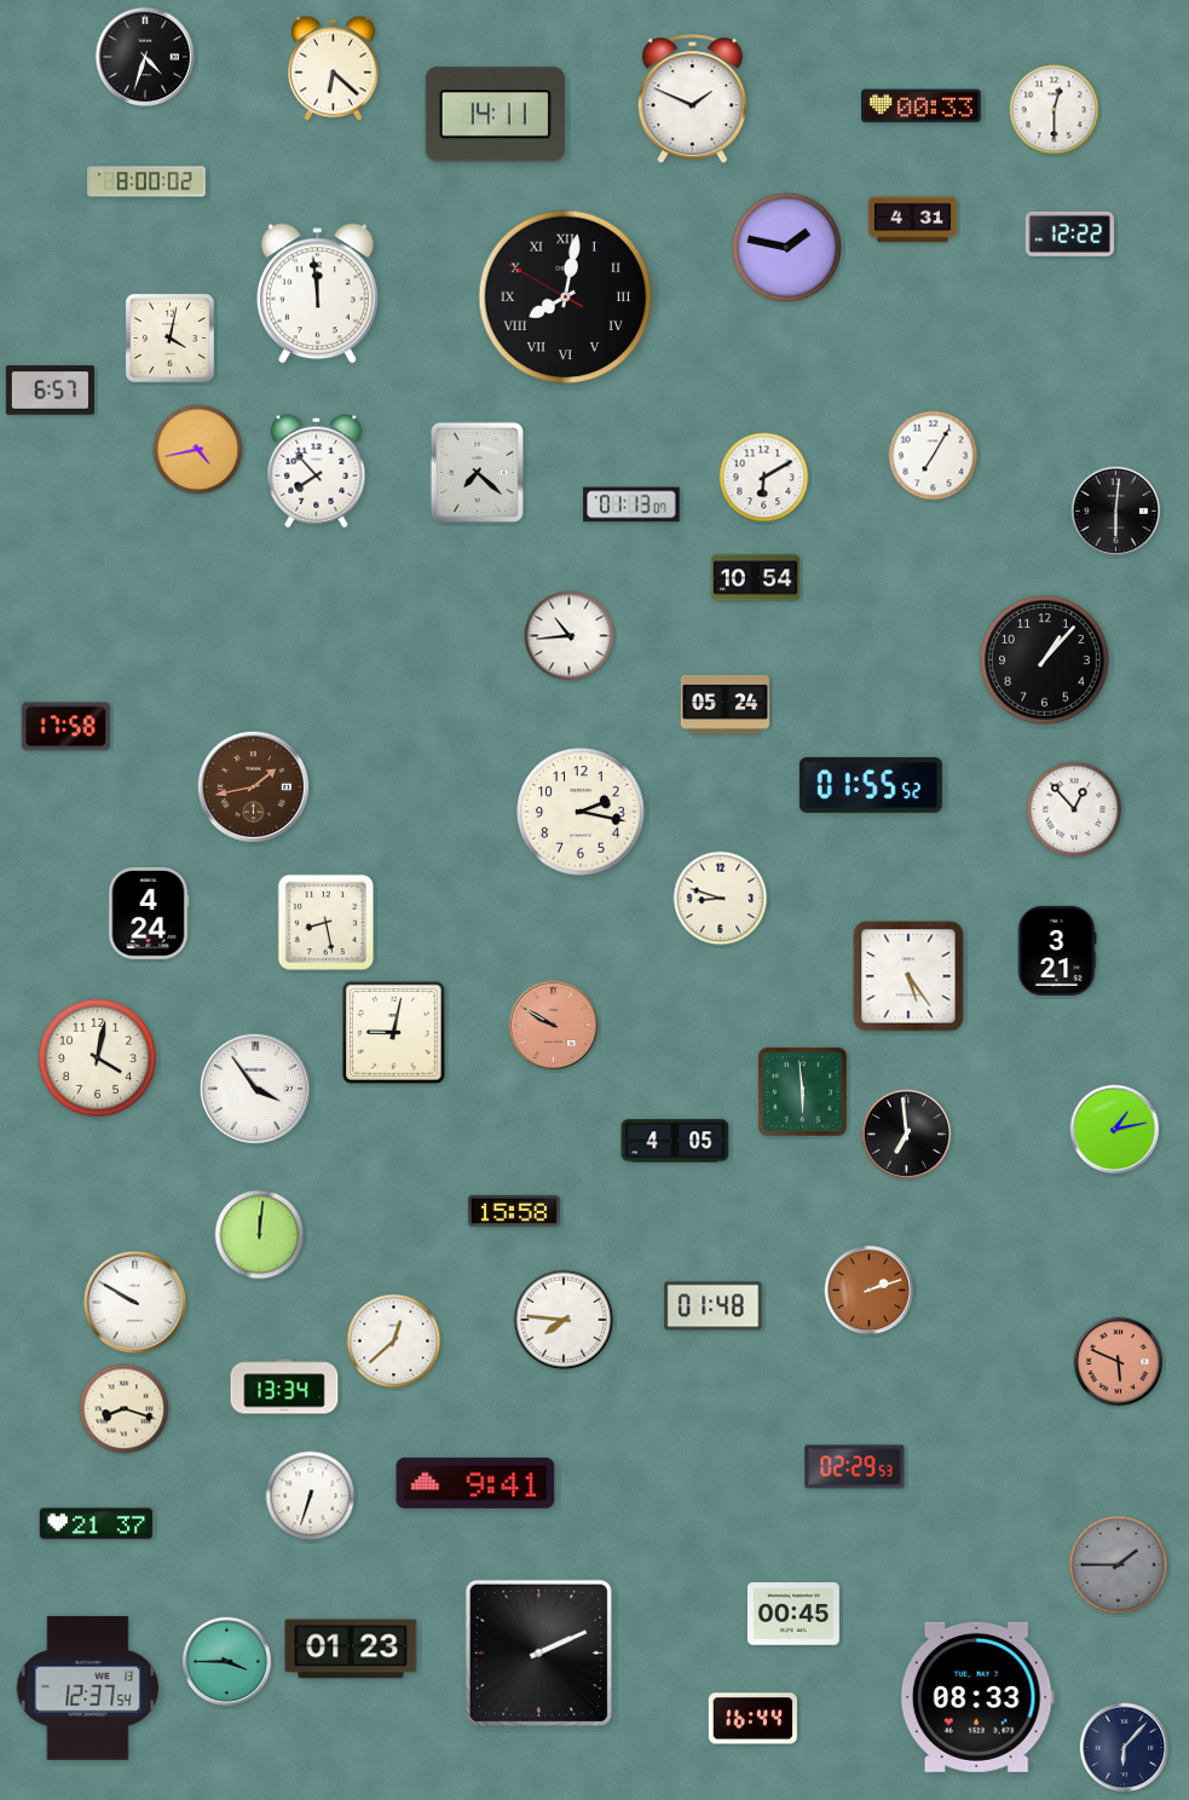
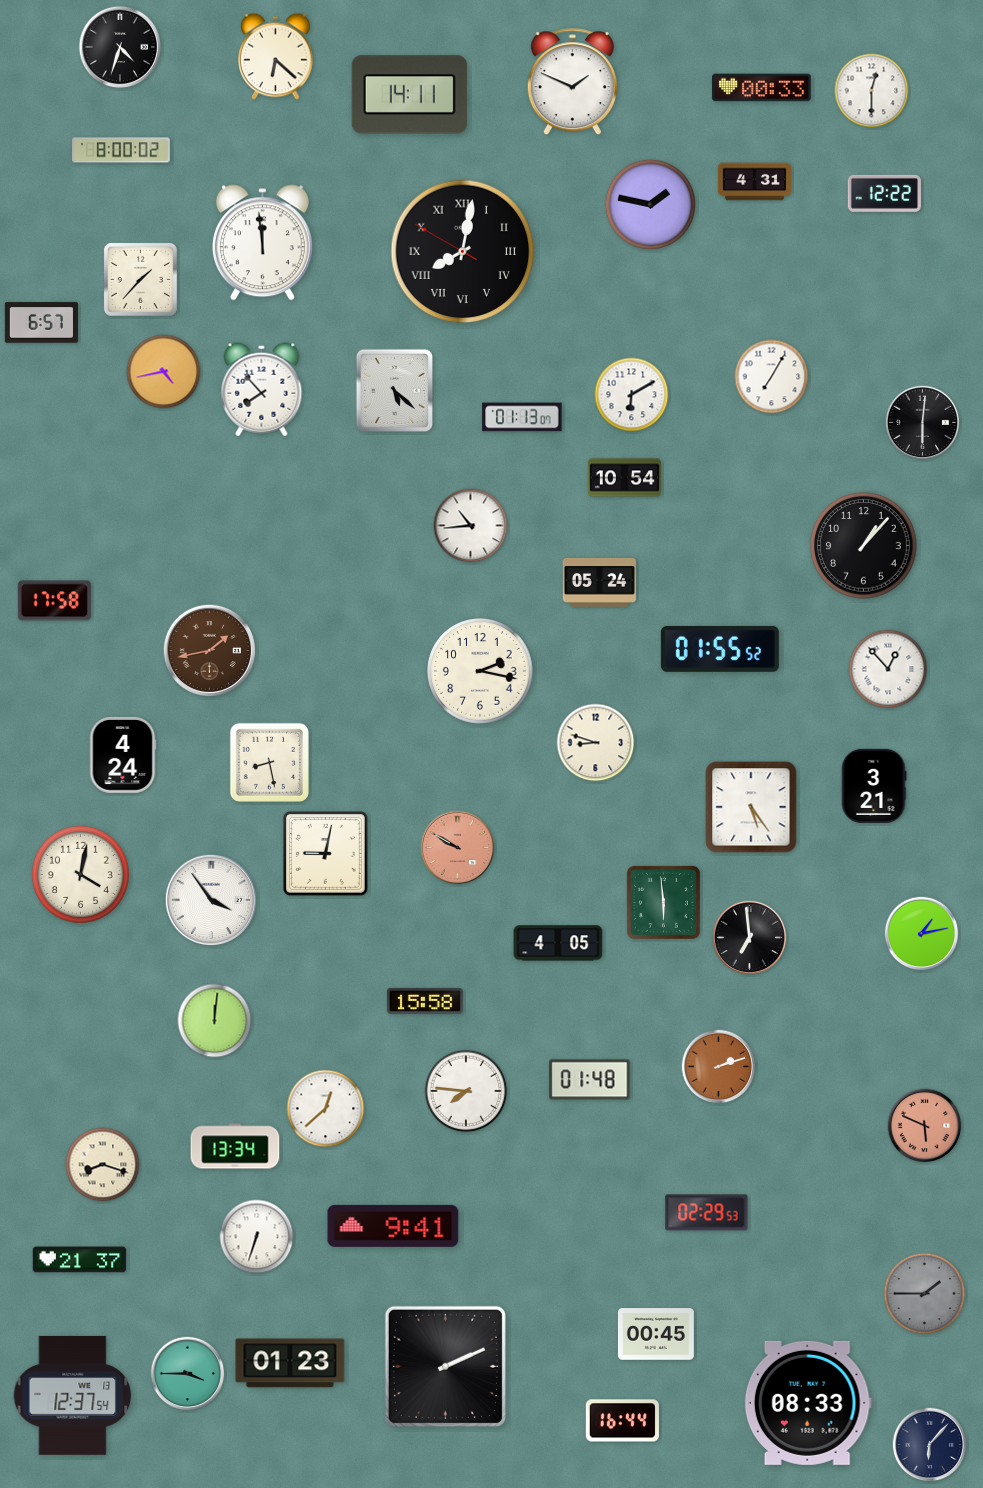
clock at (566, 298) position: (566, 298) -> (463, 252)
clock at (169, 337): 4:02 -> 1:37
clock at (477, 472): 7:22 -> 5:22
clock at (135, 1303): 9:50 -> none
